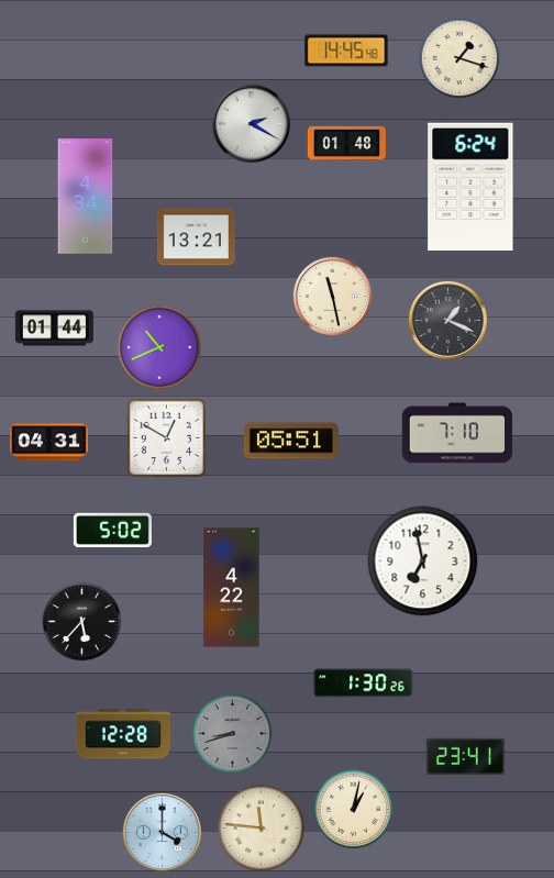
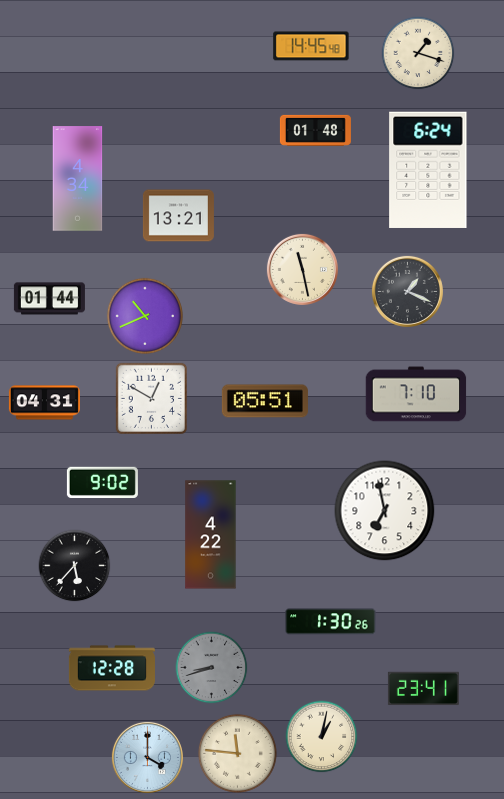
clock at (346, 51) position: (346, 51) -> (311, 46)
clock at (251, 123): 2:20 -> none
clock at (112, 530): 5:02 -> 9:02
